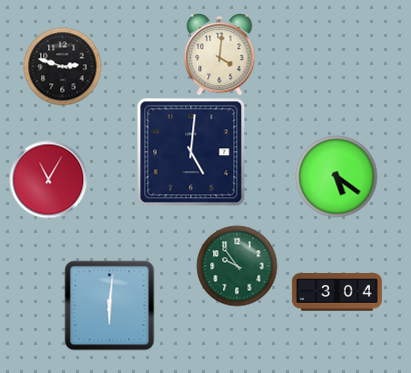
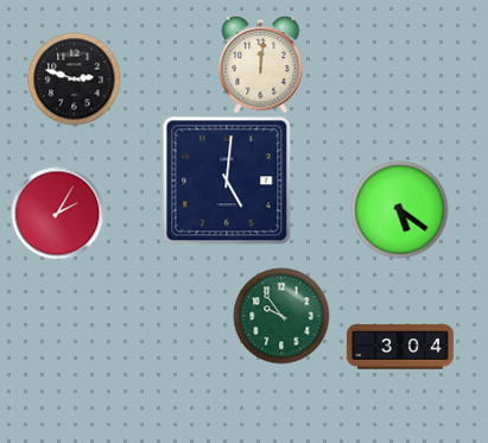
clock at (220, 54): 4:01 -> 12:01
clock at (48, 179): 11:05 -> 2:05
clock at (109, 305): 6:01 -> none
